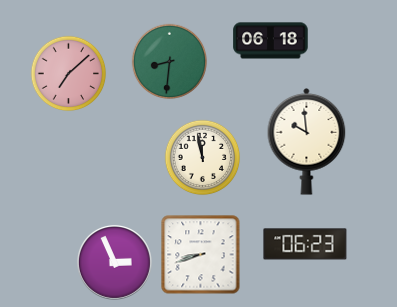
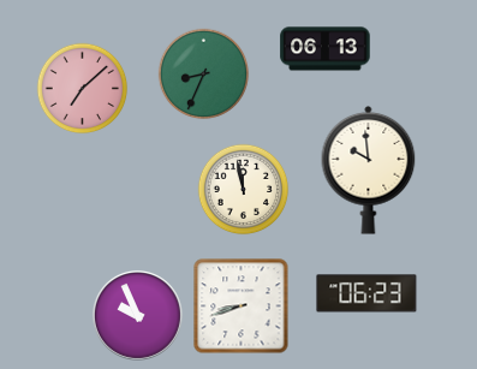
clock at (271, 41): 06:18 -> 06:13
clock at (170, 62): 8:31 -> 8:34
clock at (114, 262): 2:56 -> 9:56
